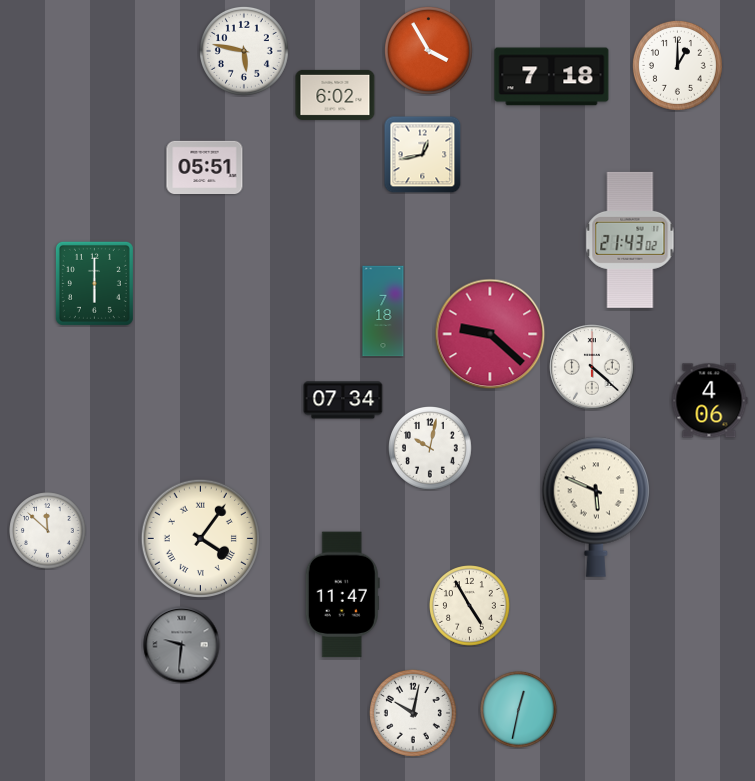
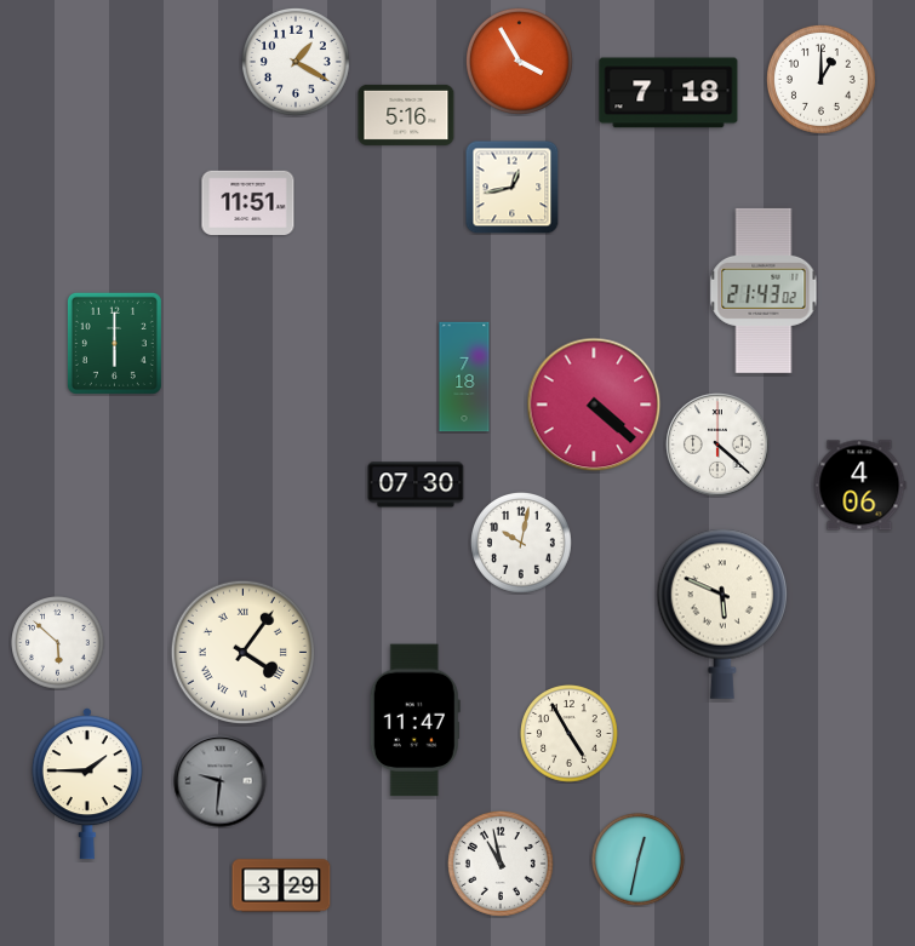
clock at (244, 51): 5:47 -> 1:20
clock at (335, 95): 6:02 -> 5:16
clock at (205, 167): 05:51 -> 11:51
clock at (490, 334): 9:22 -> 4:22
clock at (343, 400): 07:34 -> 07:30
clock at (48, 531): 11:52 -> 5:52
clock at (87, 784): none -> 1:45
clock at (519, 710) position: (519, 710) -> (639, 860)
clock at (413, 713): 10:02 -> 10:58
clock at (281, 885): none -> 3:29
